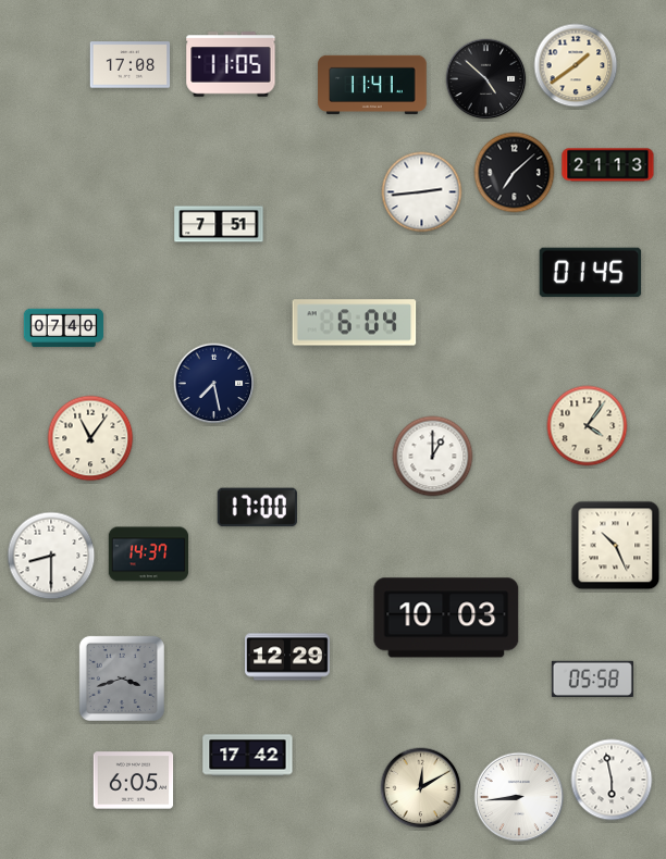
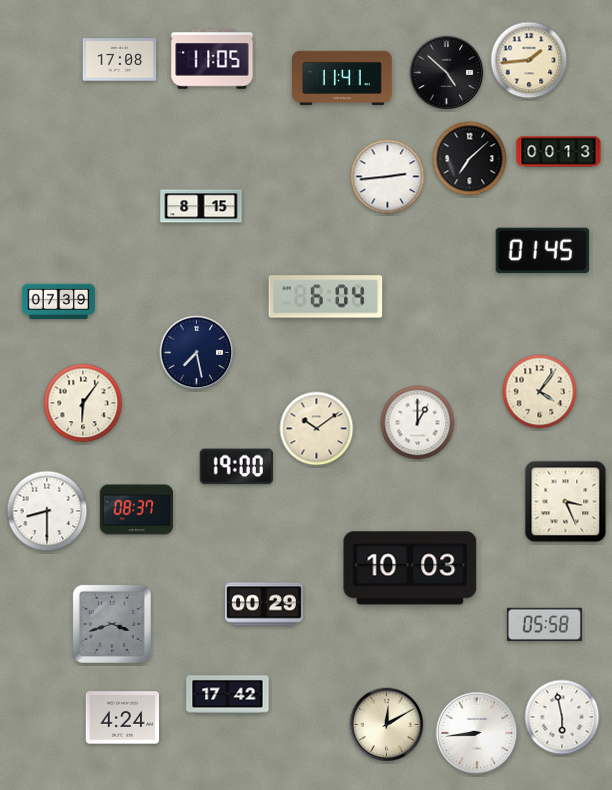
clock at (576, 65): 1:39 -> 1:44
clock at (608, 165): 21:13 -> 00:13
clock at (515, 173) position: (515, 173) -> (470, 159)
clock at (219, 224): 7:51 -> 8:15
clock at (64, 328): 07:40 -> 07:39
clock at (90, 438): 11:06 -> 6:06
clock at (433, 457) position: (433, 457) -> (418, 423)
clock at (317, 429): none -> 10:09
clock at (257, 508): 17:00 -> 19:00
clock at (616, 546): 10:26 -> 3:26
clock at (149, 555): 14:37 -> 08:37
clock at (288, 657): 12:29 -> 00:29
clock at (134, 781): 6:05 -> 4:24
